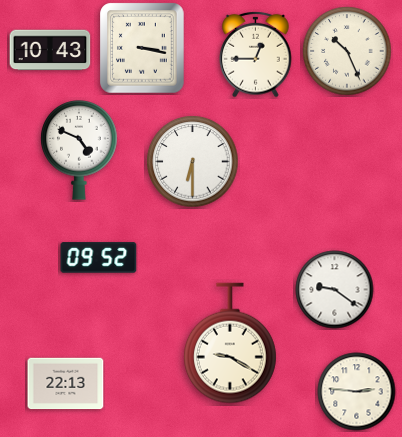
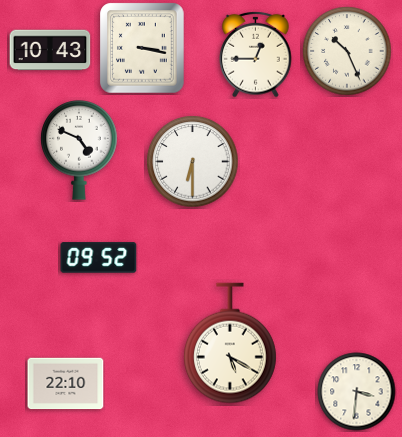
clock at (335, 290): 9:21 -> none
clock at (230, 343): 9:20 -> 5:20
clock at (66, 384): 22:13 -> 22:10
clock at (357, 392): 2:46 -> 3:31
